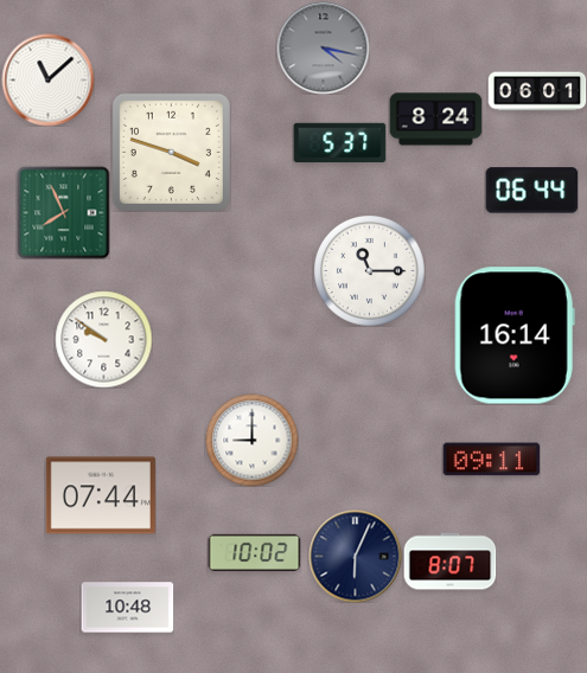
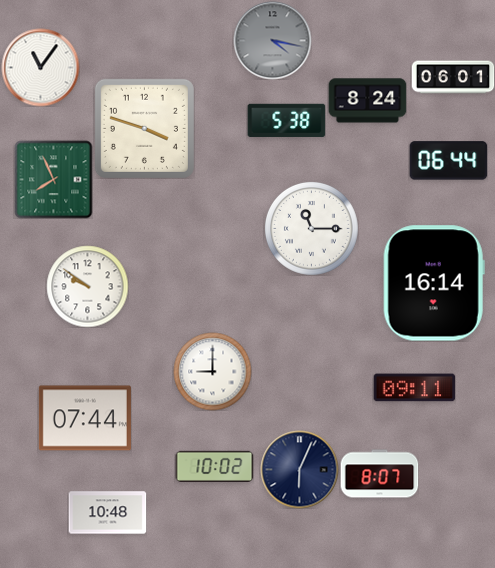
clock at (47, 79): 11:08 -> 11:06
clock at (339, 142): 5:37 -> 5:38
